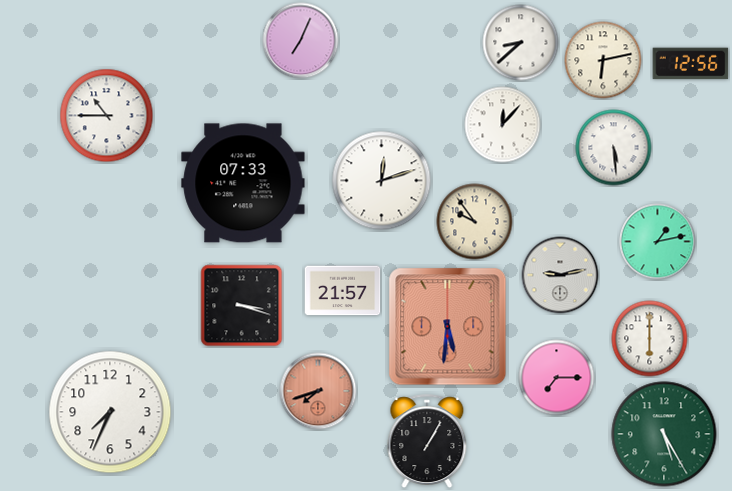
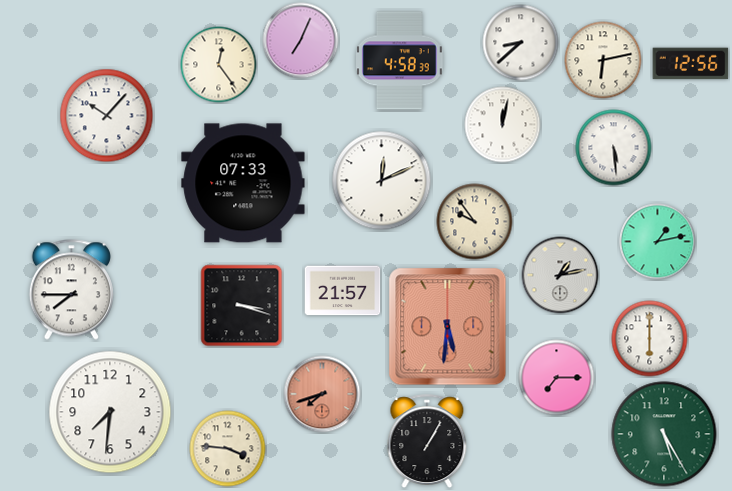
clock at (400, 61): none -> 4:58
clock at (219, 65): none -> 12:24
clock at (107, 116): 10:45 -> 10:07
clock at (503, 125): 12:07 -> 12:02
clock at (382, 181): 12:12 -> 12:11
clock at (560, 275): 9:13 -> 1:13
clock at (71, 290): none -> 7:45
clock at (318, 391) position: (318, 391) -> (322, 394)
clock at (110, 412): 7:34 -> 7:31
clock at (228, 449): none -> 3:46
